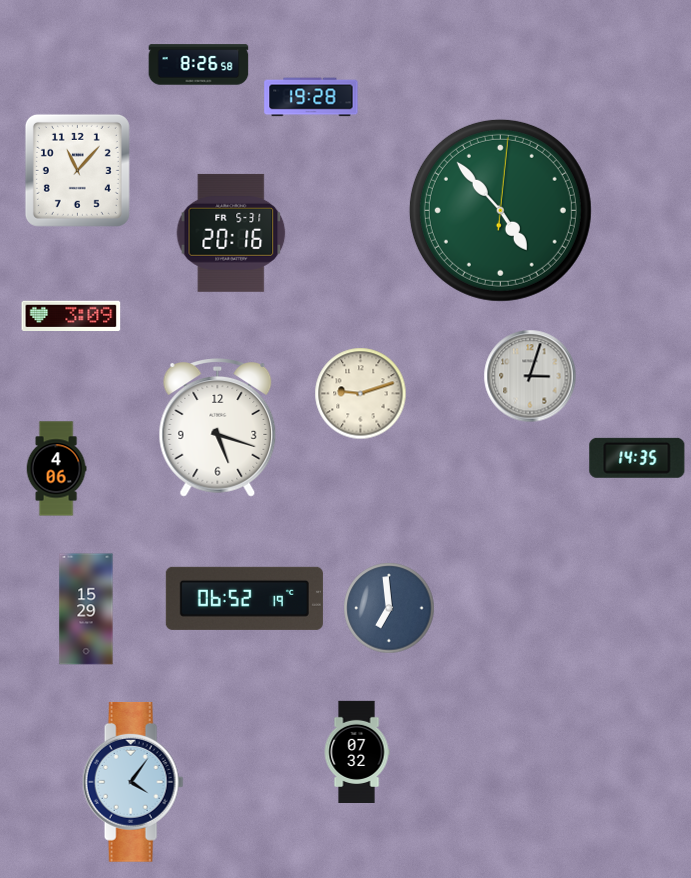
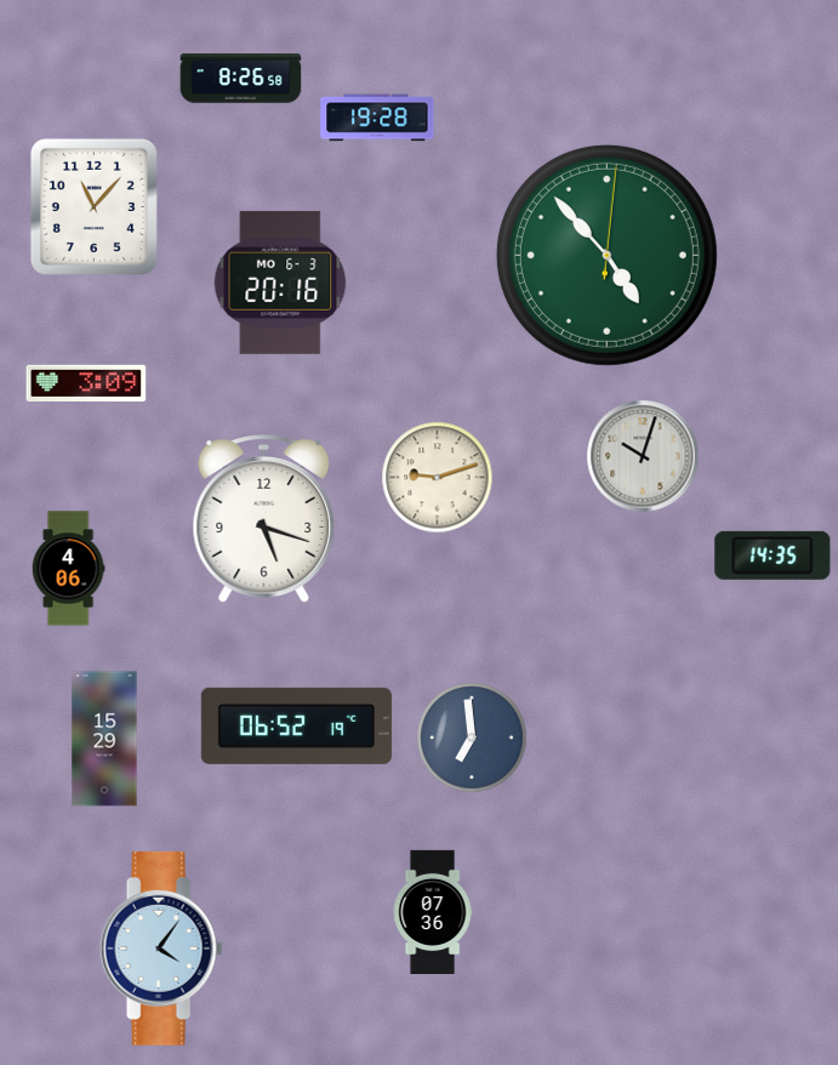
clock at (231, 233) date: FR 5-31 -> MO 6-3
clock at (530, 376): 3:03 -> 10:03
clock at (357, 751): 07:32 -> 07:36
